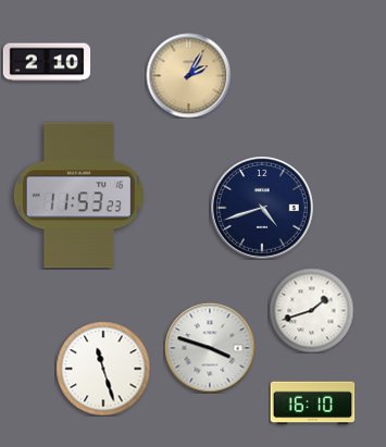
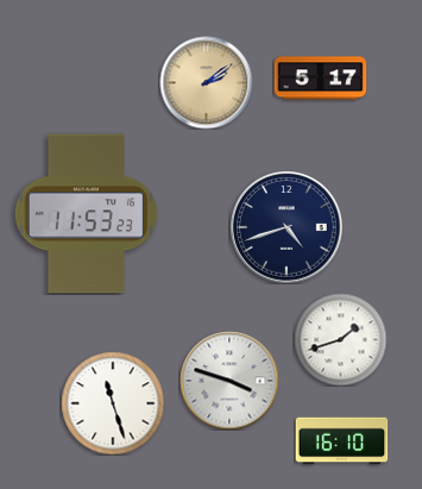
clock at (47, 62): 2:10 -> none
clock at (320, 79): none -> 5:17
clock at (188, 75): 2:05 -> 2:09
